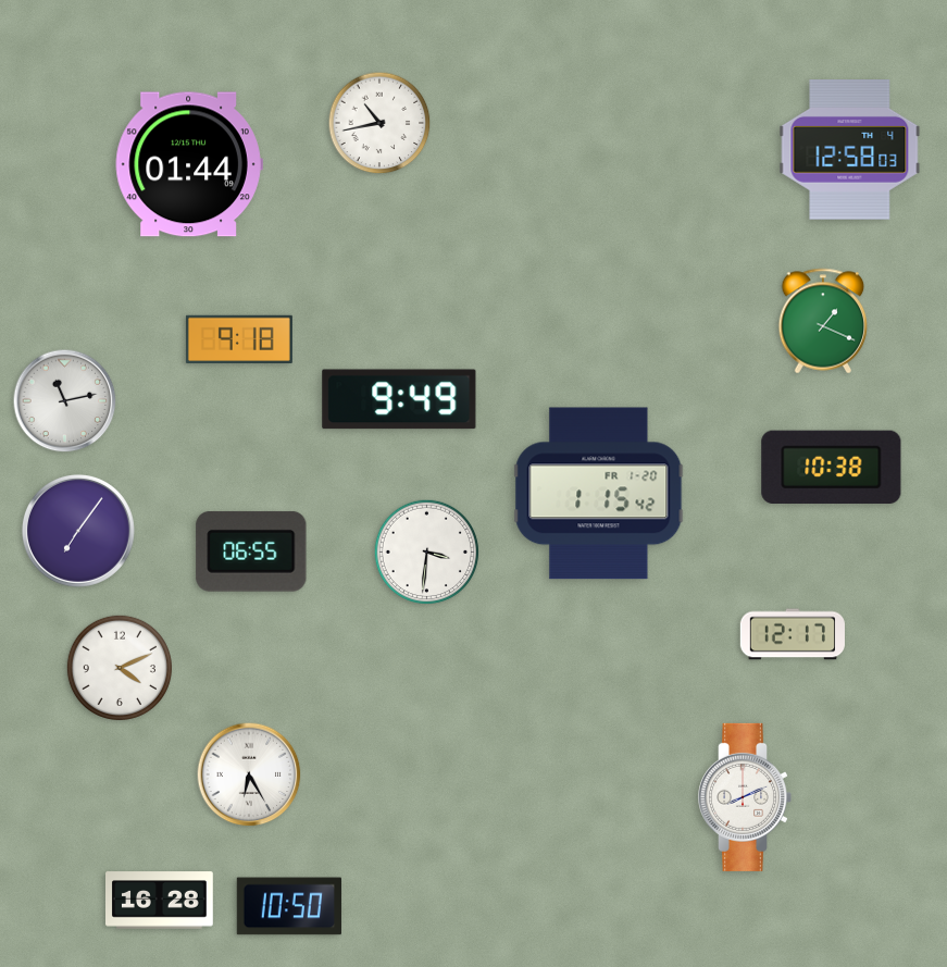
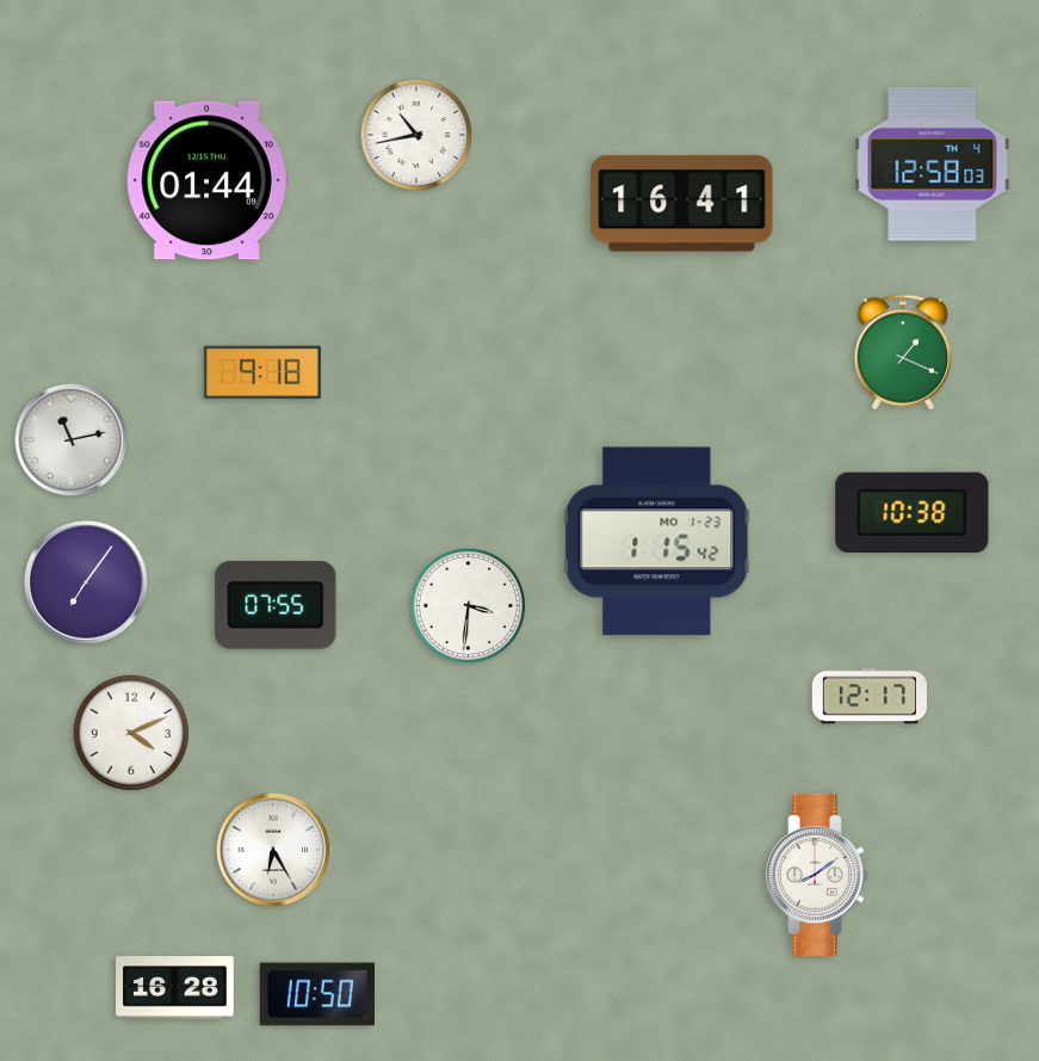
clock at (682, 204): none -> 16:41
clock at (399, 399): 9:49 -> none
clock at (599, 494) date: FR 1-20 -> MO 1-23
clock at (251, 551): 06:55 -> 07:55
clock at (745, 797): 8:11 -> 8:09
